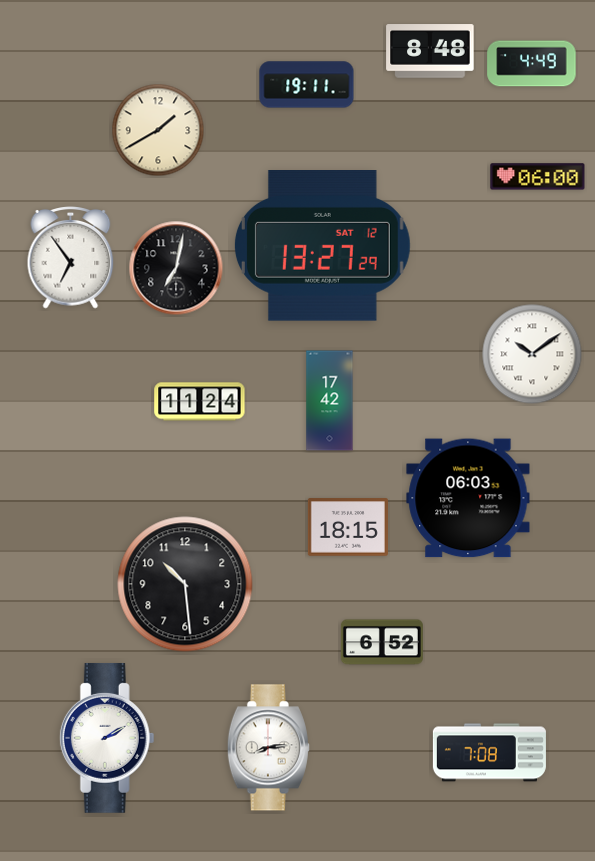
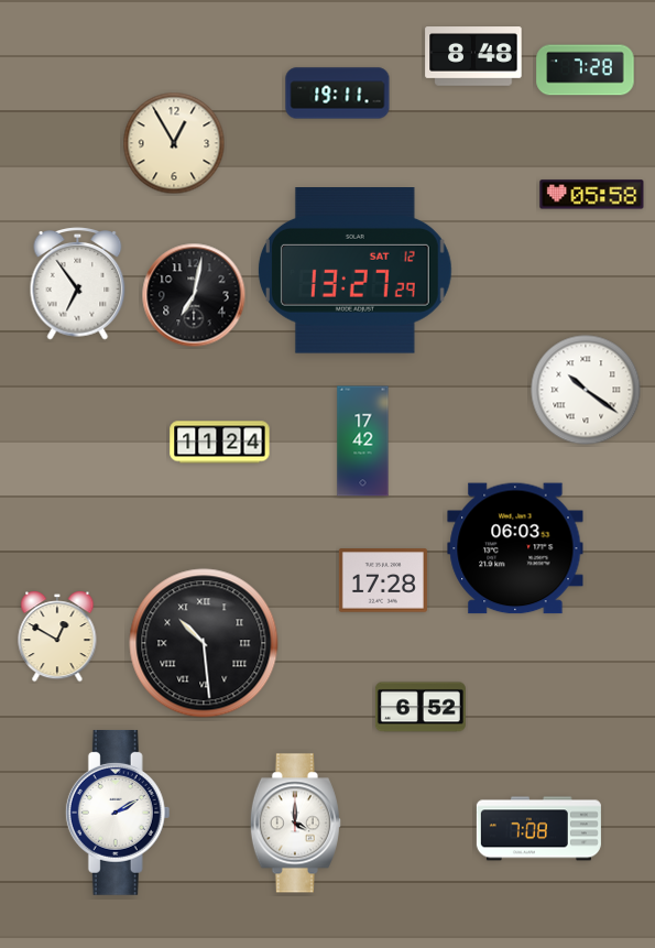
clock at (532, 64): 4:49 -> 7:28
clock at (158, 130): 1:40 -> 12:55
clock at (538, 177): 06:00 -> 05:58
clock at (532, 354): 10:09 -> 10:21
clock at (348, 527): 18:15 -> 17:28
clock at (57, 636): none -> 12:50
clock at (185, 584) numerals: Arabic -> Roman
clock at (268, 748): 8:14 -> 4:00
